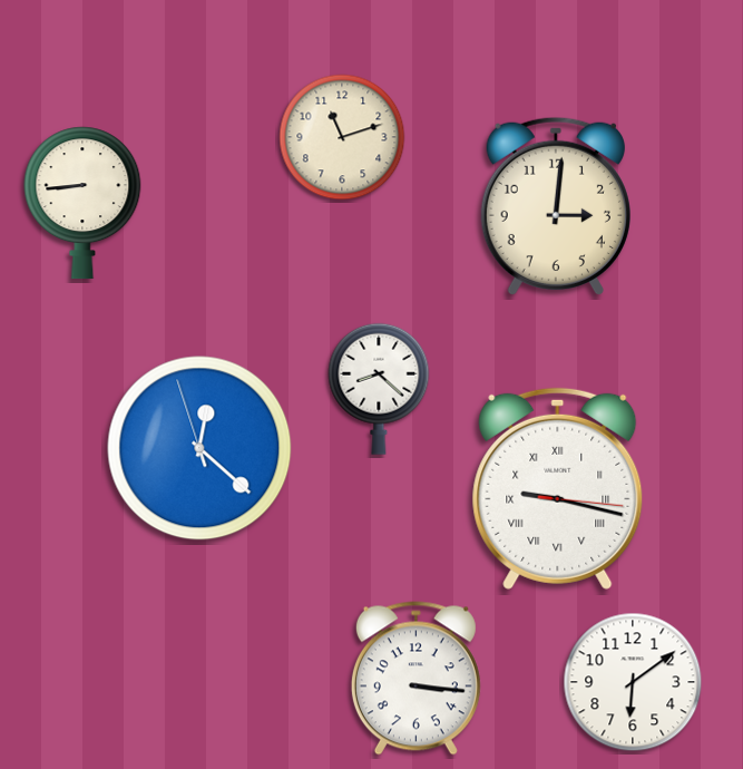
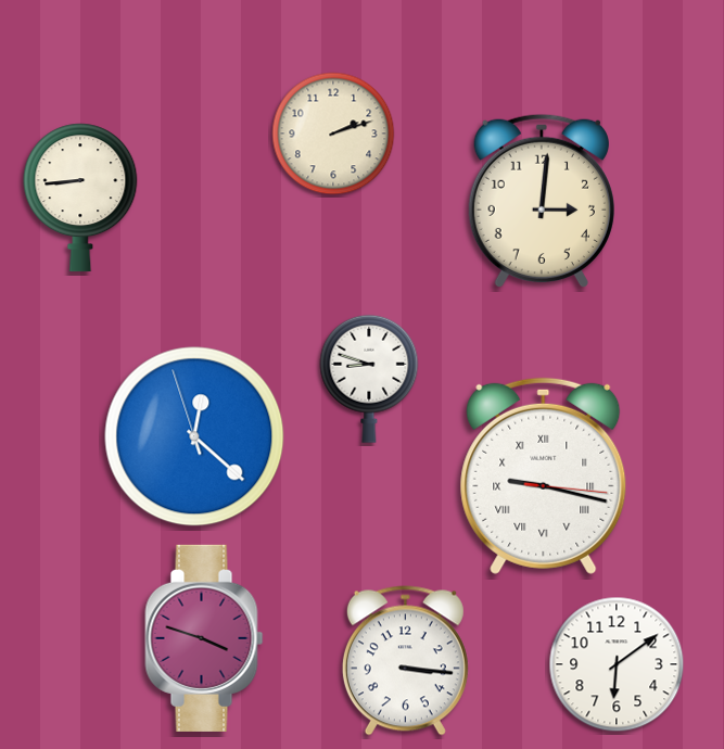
clock at (342, 137): 11:12 -> 2:12
clock at (379, 389): 8:22 -> 8:48
clock at (204, 638): none -> 3:48
